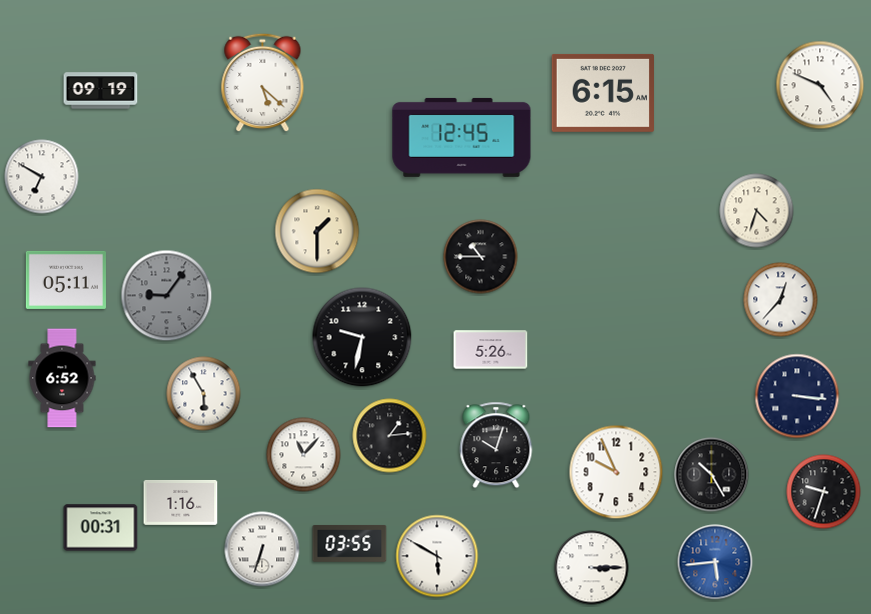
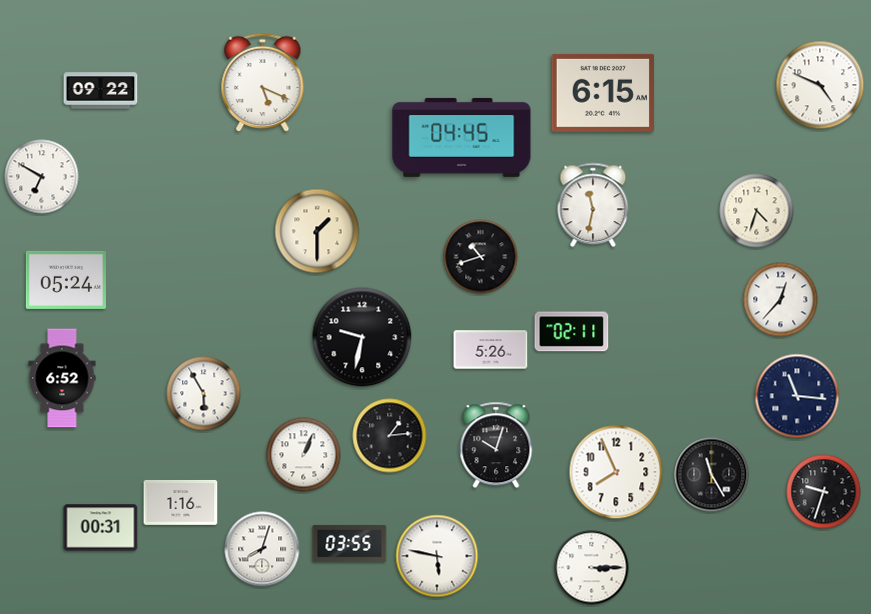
clock at (263, 83): 5:22 -> 5:19
clock at (101, 91): 09:19 -> 09:22
clock at (462, 137): 12:45 -> 04:45
clock at (593, 205): none -> 11:32
clock at (481, 257): 10:45 -> 10:42
clock at (66, 280): 05:11 -> 05:24
clock at (167, 296): 9:06 -> none
clock at (572, 332): none -> 02:11
clock at (797, 396): 3:16 -> 11:16
clock at (304, 455): 11:07 -> 1:04
clock at (616, 472): 9:56 -> 7:56
clock at (712, 475): 10:25 -> 11:25
clock at (262, 549): 6:33 -> 8:03
clock at (437, 556): 5:50 -> 5:47
clock at (715, 562): 5:44 -> none
